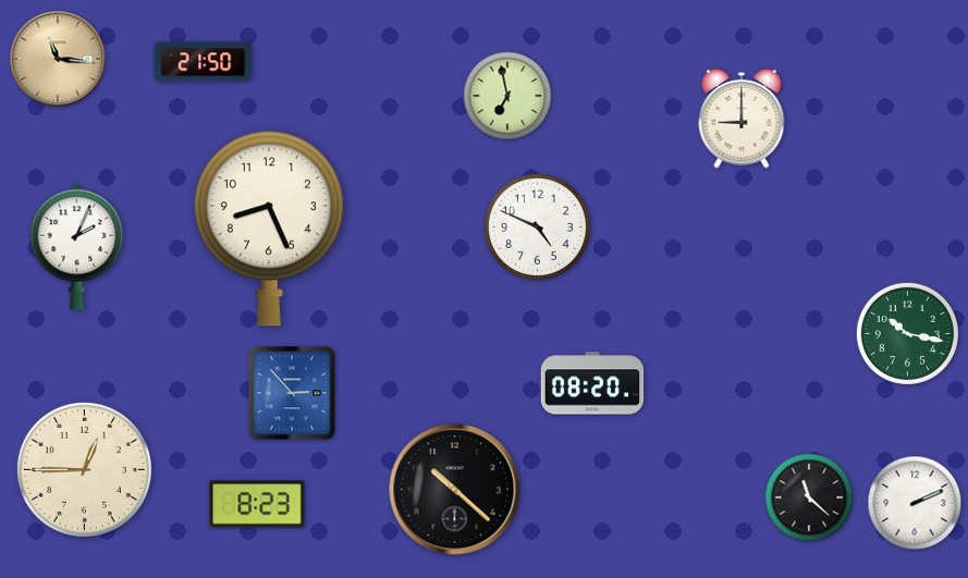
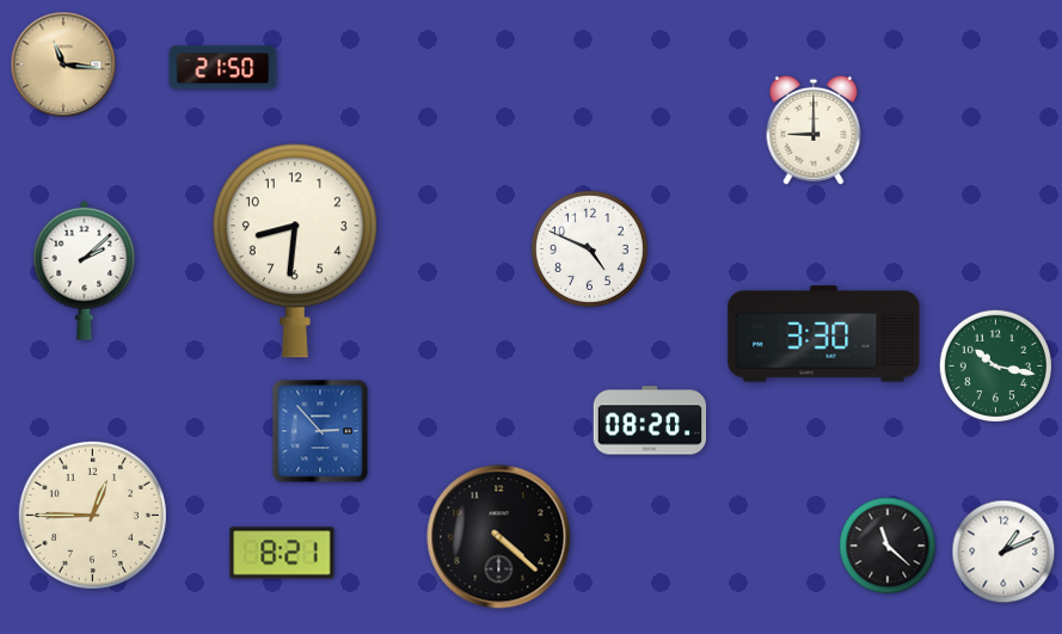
clock at (507, 96): 6:58 -> none
clock at (269, 229): 8:26 -> 8:31
clock at (77, 246): 2:04 -> 2:08
clock at (824, 334): none -> 3:30
clock at (455, 490): 10:22 -> 4:22
clock at (915, 503): 2:11 -> 1:11
clock at (257, 504): 8:23 -> 8:21
